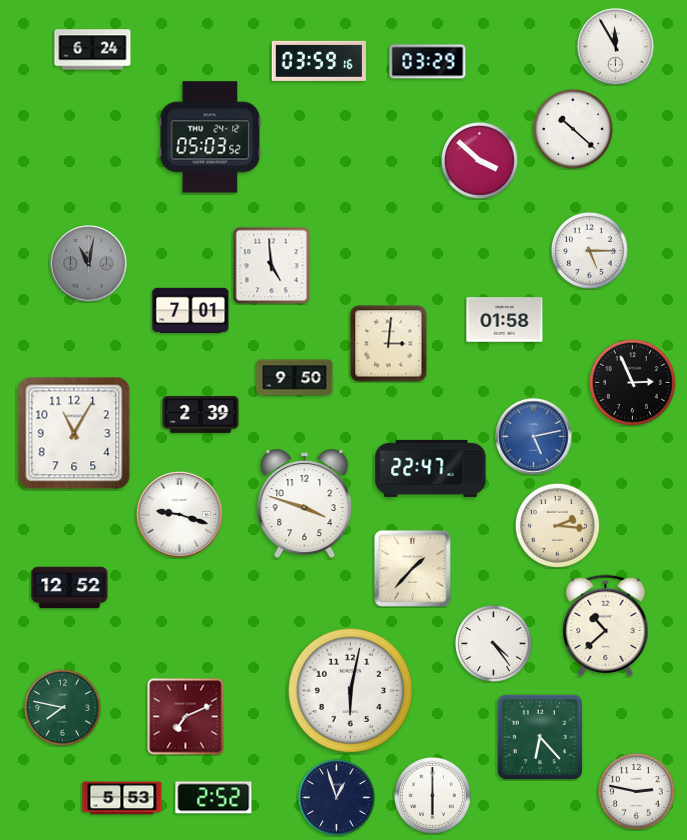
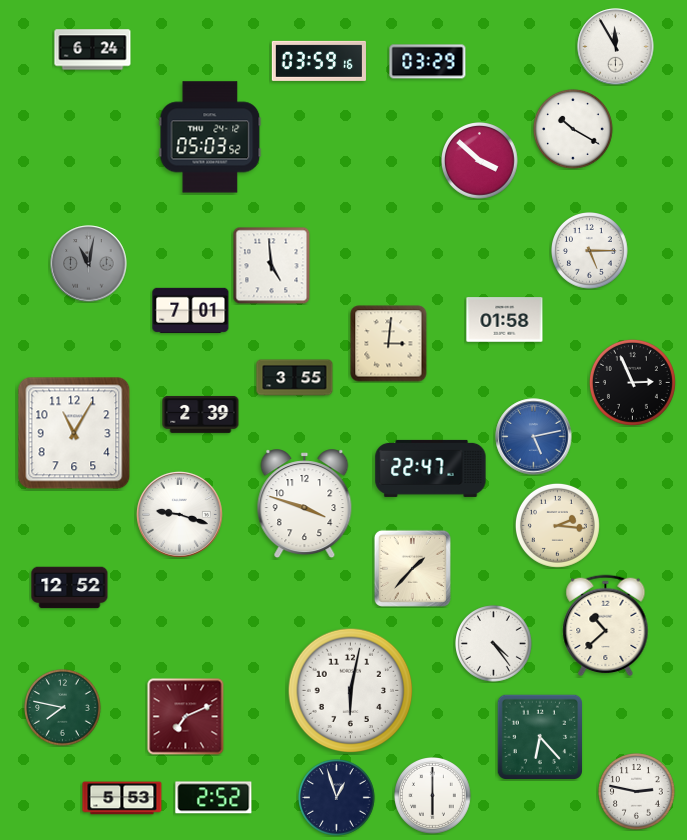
clock at (573, 129): 10:22 -> 10:20
clock at (295, 378): 9:50 -> 3:55
